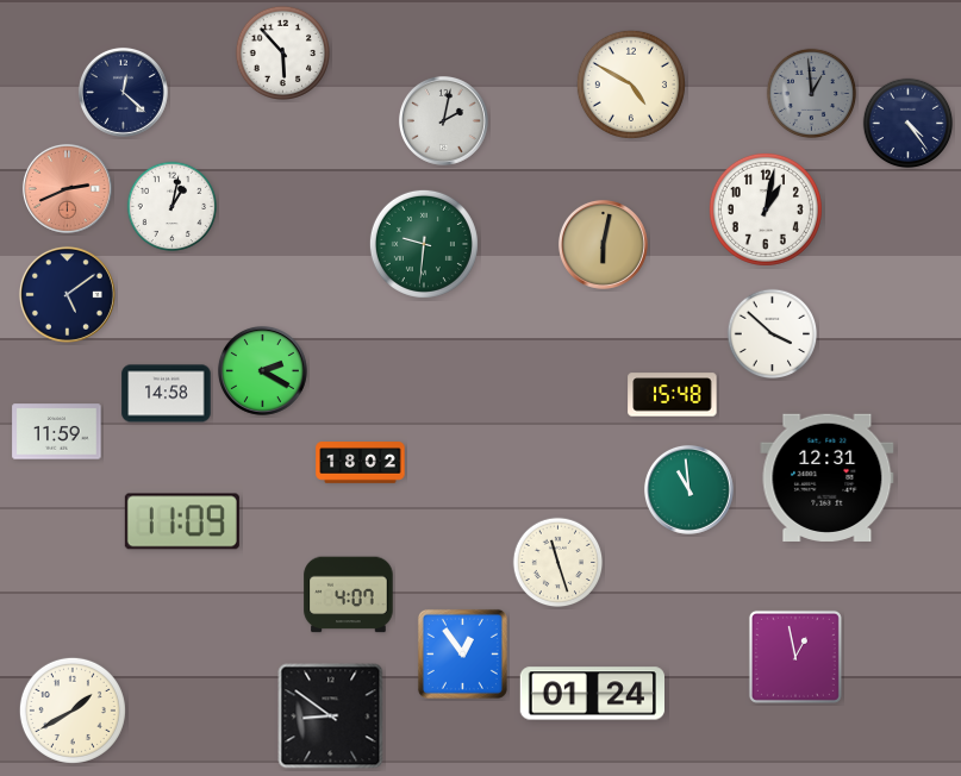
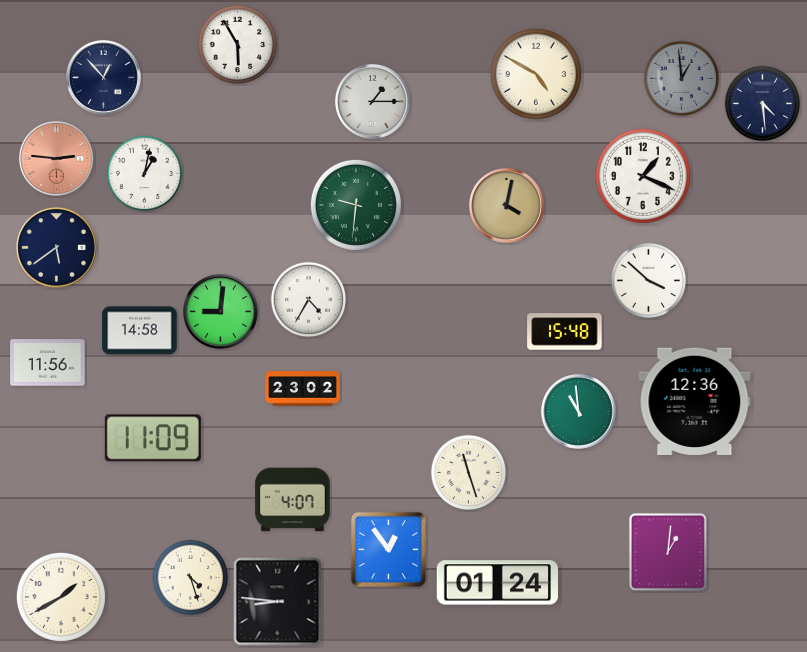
clock at (282, 52): 5:53 -> 5:55
clock at (631, 85) position: (631, 85) -> (536, 74)
clock at (123, 92): 12:22 -> 12:53
clock at (443, 120): 2:02 -> 1:15
clock at (909, 124): 4:24 -> 4:29
clock at (67, 188): 2:41 -> 2:46
clock at (766, 209): 1:02 -> 1:19
clock at (603, 244): 6:02 -> 4:02
clock at (67, 294): 5:09 -> 5:39
clock at (309, 300): none -> 4:35
clock at (262, 370): 2:20 -> 9:01
clock at (57, 432): 11:59 -> 11:56
clock at (361, 463): 18:02 -> 23:02
clock at (828, 477): 12:31 -> 12:36
clock at (795, 657): 12:58 -> 1:01
clock at (191, 578): none -> 4:27
clock at (331, 716): 8:51 -> 8:46
